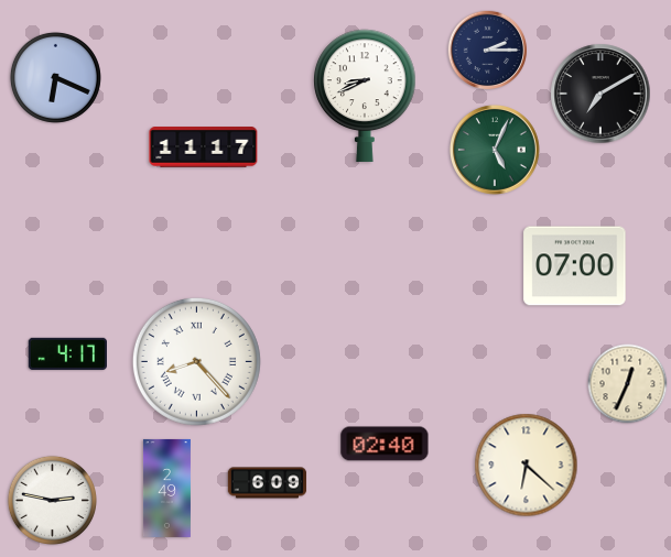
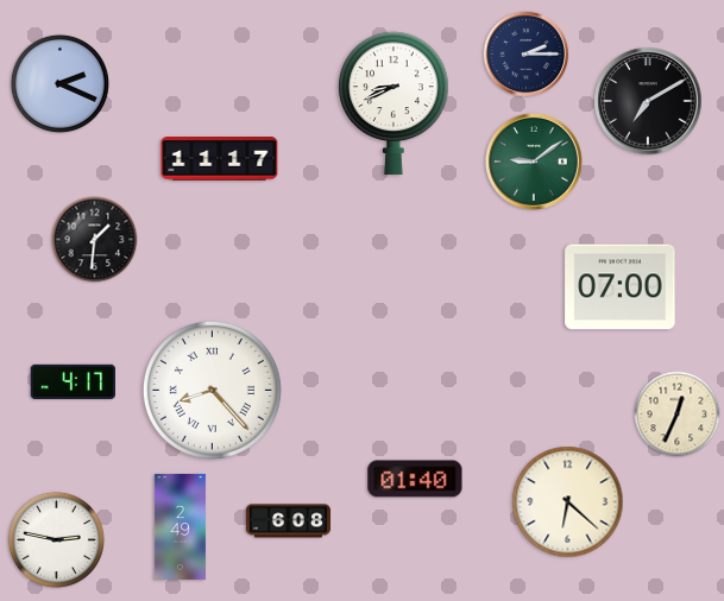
clock at (55, 77): 6:19 -> 2:19
clock at (495, 150): 5:04 -> 9:09
clock at (95, 240): none -> 1:31
clock at (385, 444): 02:40 -> 01:40
clock at (268, 483): 6:09 -> 6:08
